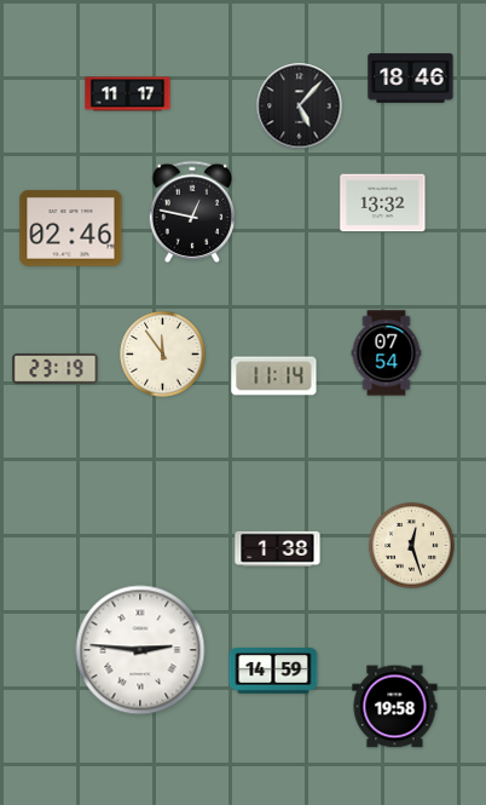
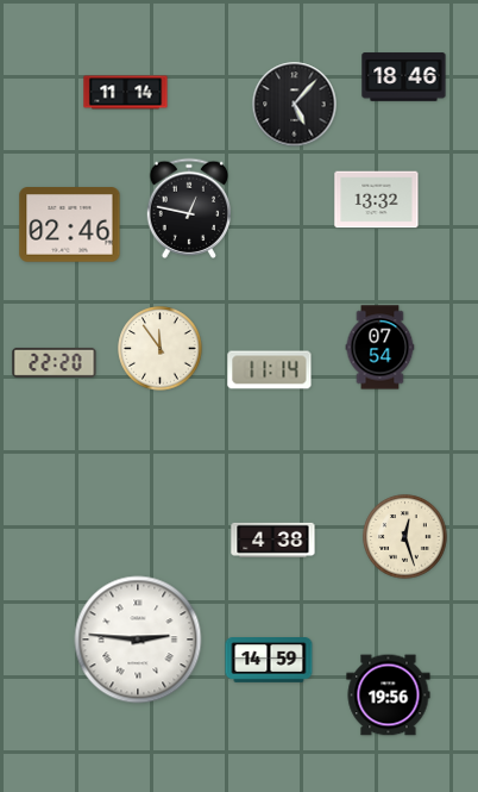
clock at (128, 94): 11:17 -> 11:14
clock at (56, 369): 23:19 -> 22:20
clock at (278, 548): 1:38 -> 4:38
clock at (395, 707): 19:58 -> 19:56
